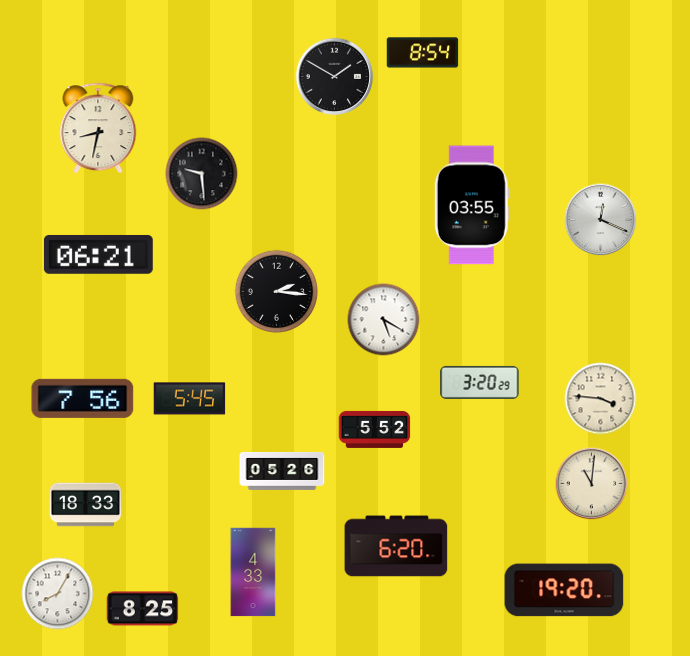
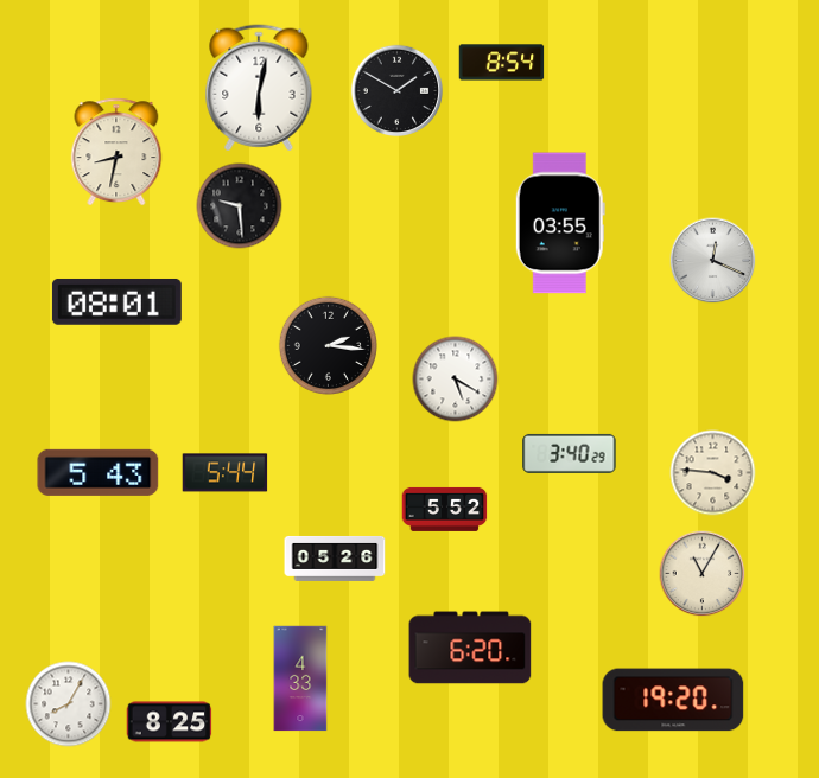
clock at (259, 88): none -> 6:02
clock at (472, 205) position: (472, 205) -> (560, 223)
clock at (98, 254): 06:21 -> 08:01
clock at (480, 382): 3:20 -> 3:40
clock at (83, 398): 7:56 -> 5:43
clock at (190, 399): 5:45 -> 5:44
clock at (592, 484): 11:01 -> 11:05
clock at (86, 505): 18:33 -> none
clock at (564, 590) position: (564, 590) -> (673, 700)
